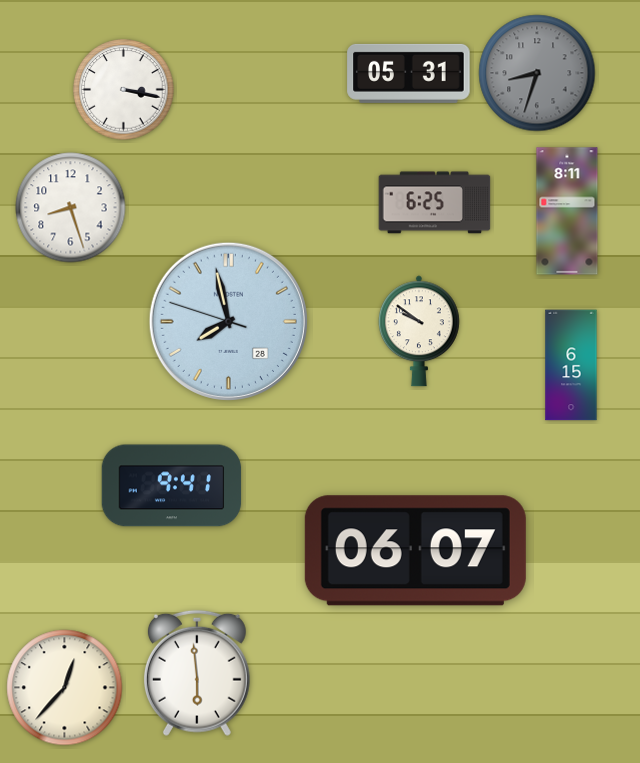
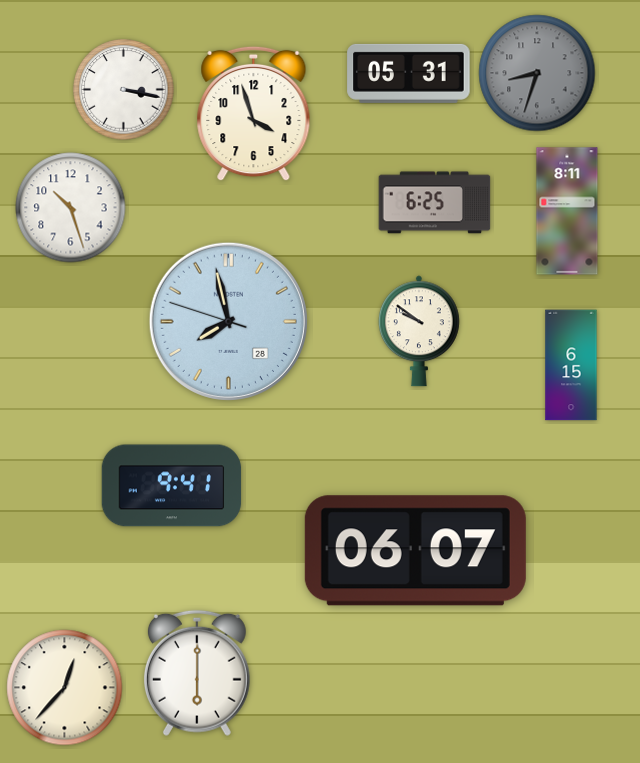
clock at (254, 114): none -> 3:57
clock at (71, 208): 8:27 -> 10:27
clock at (197, 673): 5:59 -> 6:00
